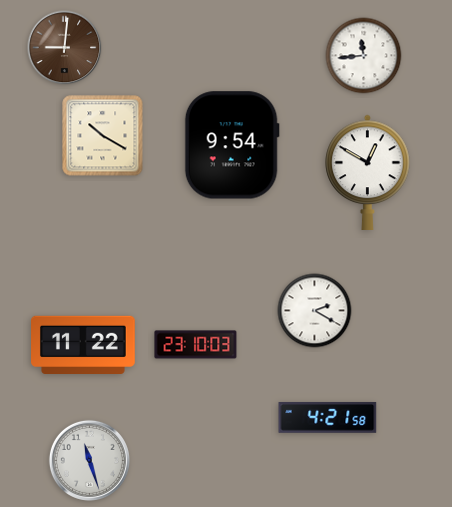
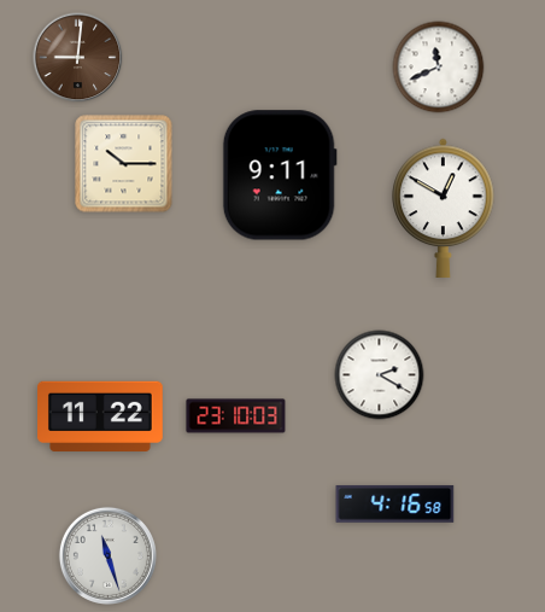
clock at (364, 56): 11:44 -> 11:41
clock at (103, 136): 10:20 -> 10:15
clock at (232, 145): 9:54 -> 9:11
clock at (328, 417): 4:21 -> 4:16
